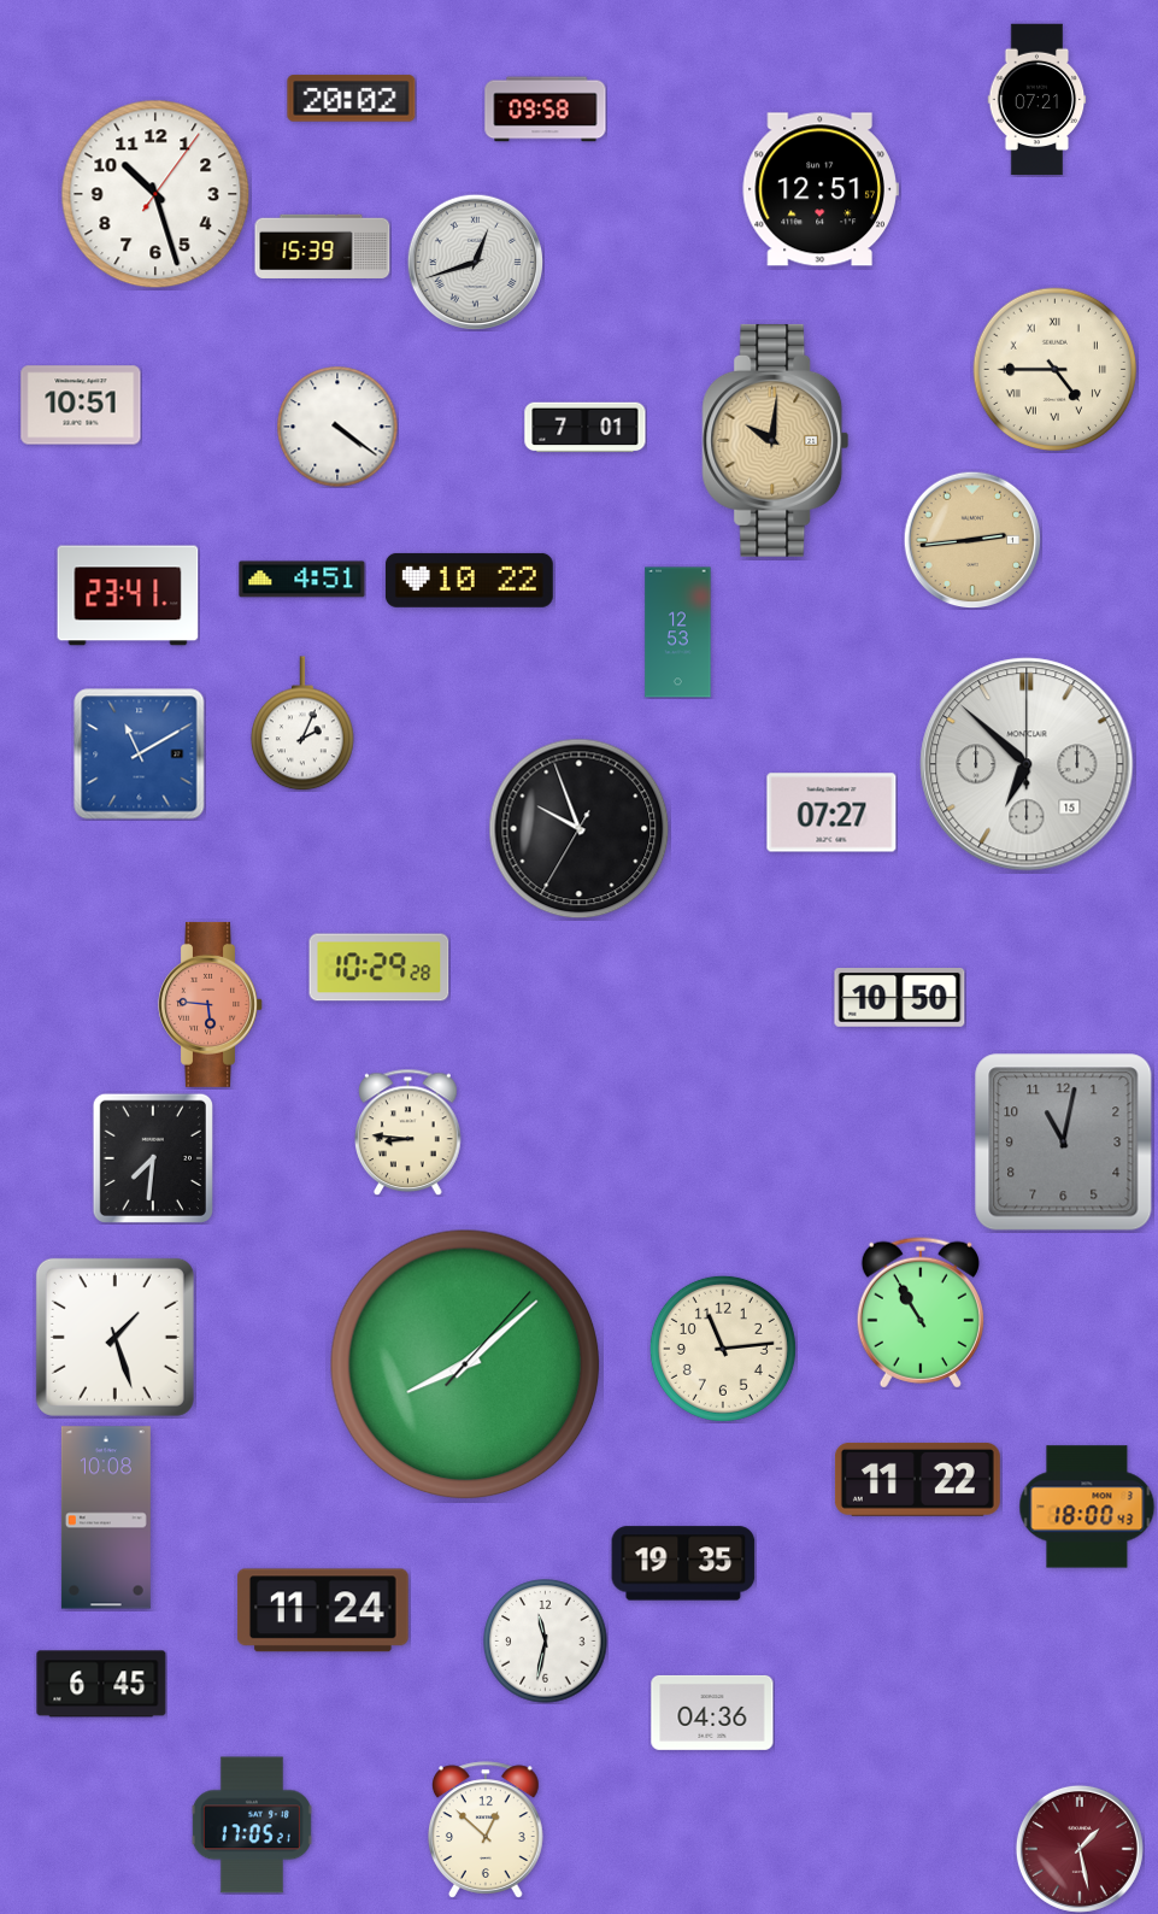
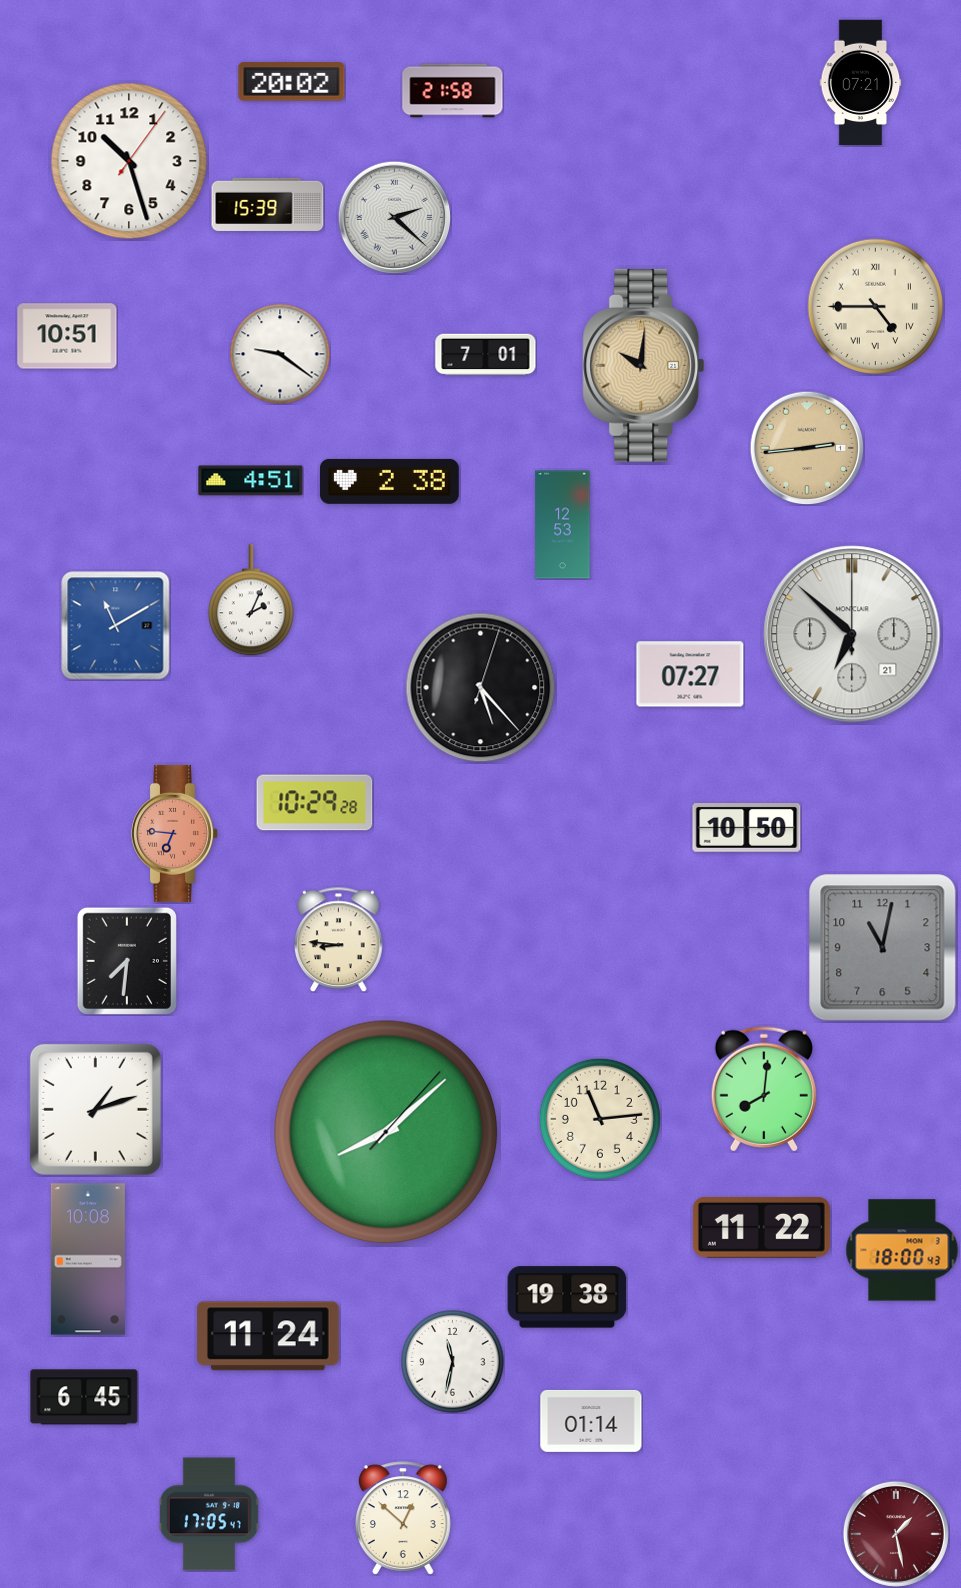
clock at (546, 110): 09:58 -> 21:58
clock at (821, 189): 12:51 -> none
clock at (475, 262): 12:42 -> 2:22
clock at (337, 427): 4:21 -> 9:21
clock at (469, 580): 10:22 -> 2:38
clock at (128, 595): 23:41 -> none
clock at (1027, 764) date: 15 -> 21
clock at (580, 829): 9:56 -> 5:23
clock at (211, 1004): 5:46 -> 6:46
clock at (921, 1313): 10:55 -> 8:01
clock at (114, 1337): 1:27 -> 1:12
clock at (683, 1563): 19:35 -> 19:38
clock at (712, 1713): 04:36 -> 01:14
clock at (252, 1825): 17:05:21 -> 17:05:47
